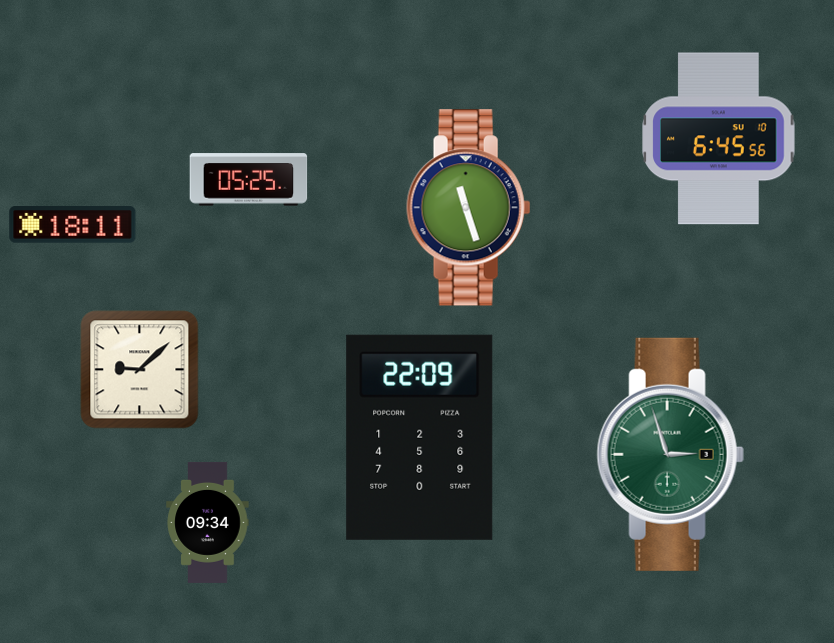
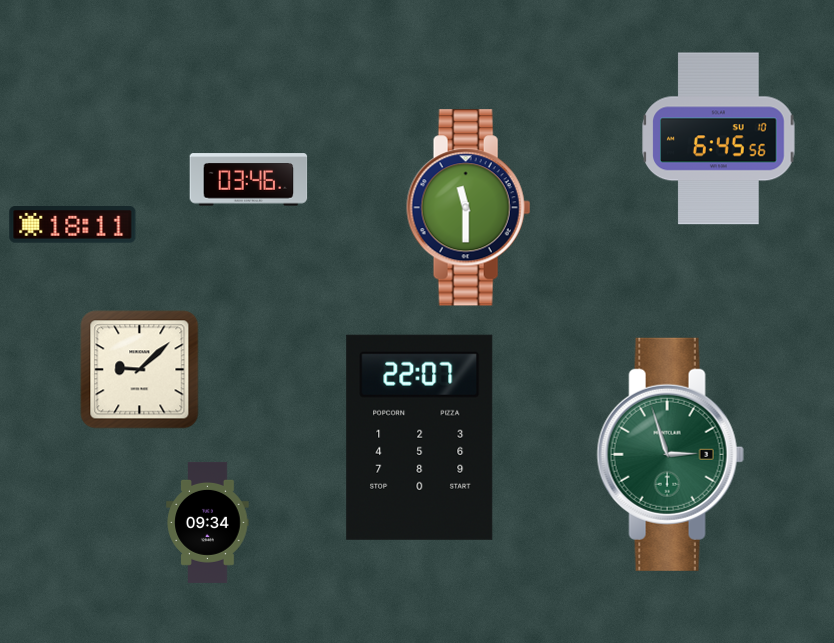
clock at (249, 180): 05:25 -> 03:46
clock at (469, 208): 11:27 -> 11:30
clock at (420, 437): 22:09 -> 22:07
